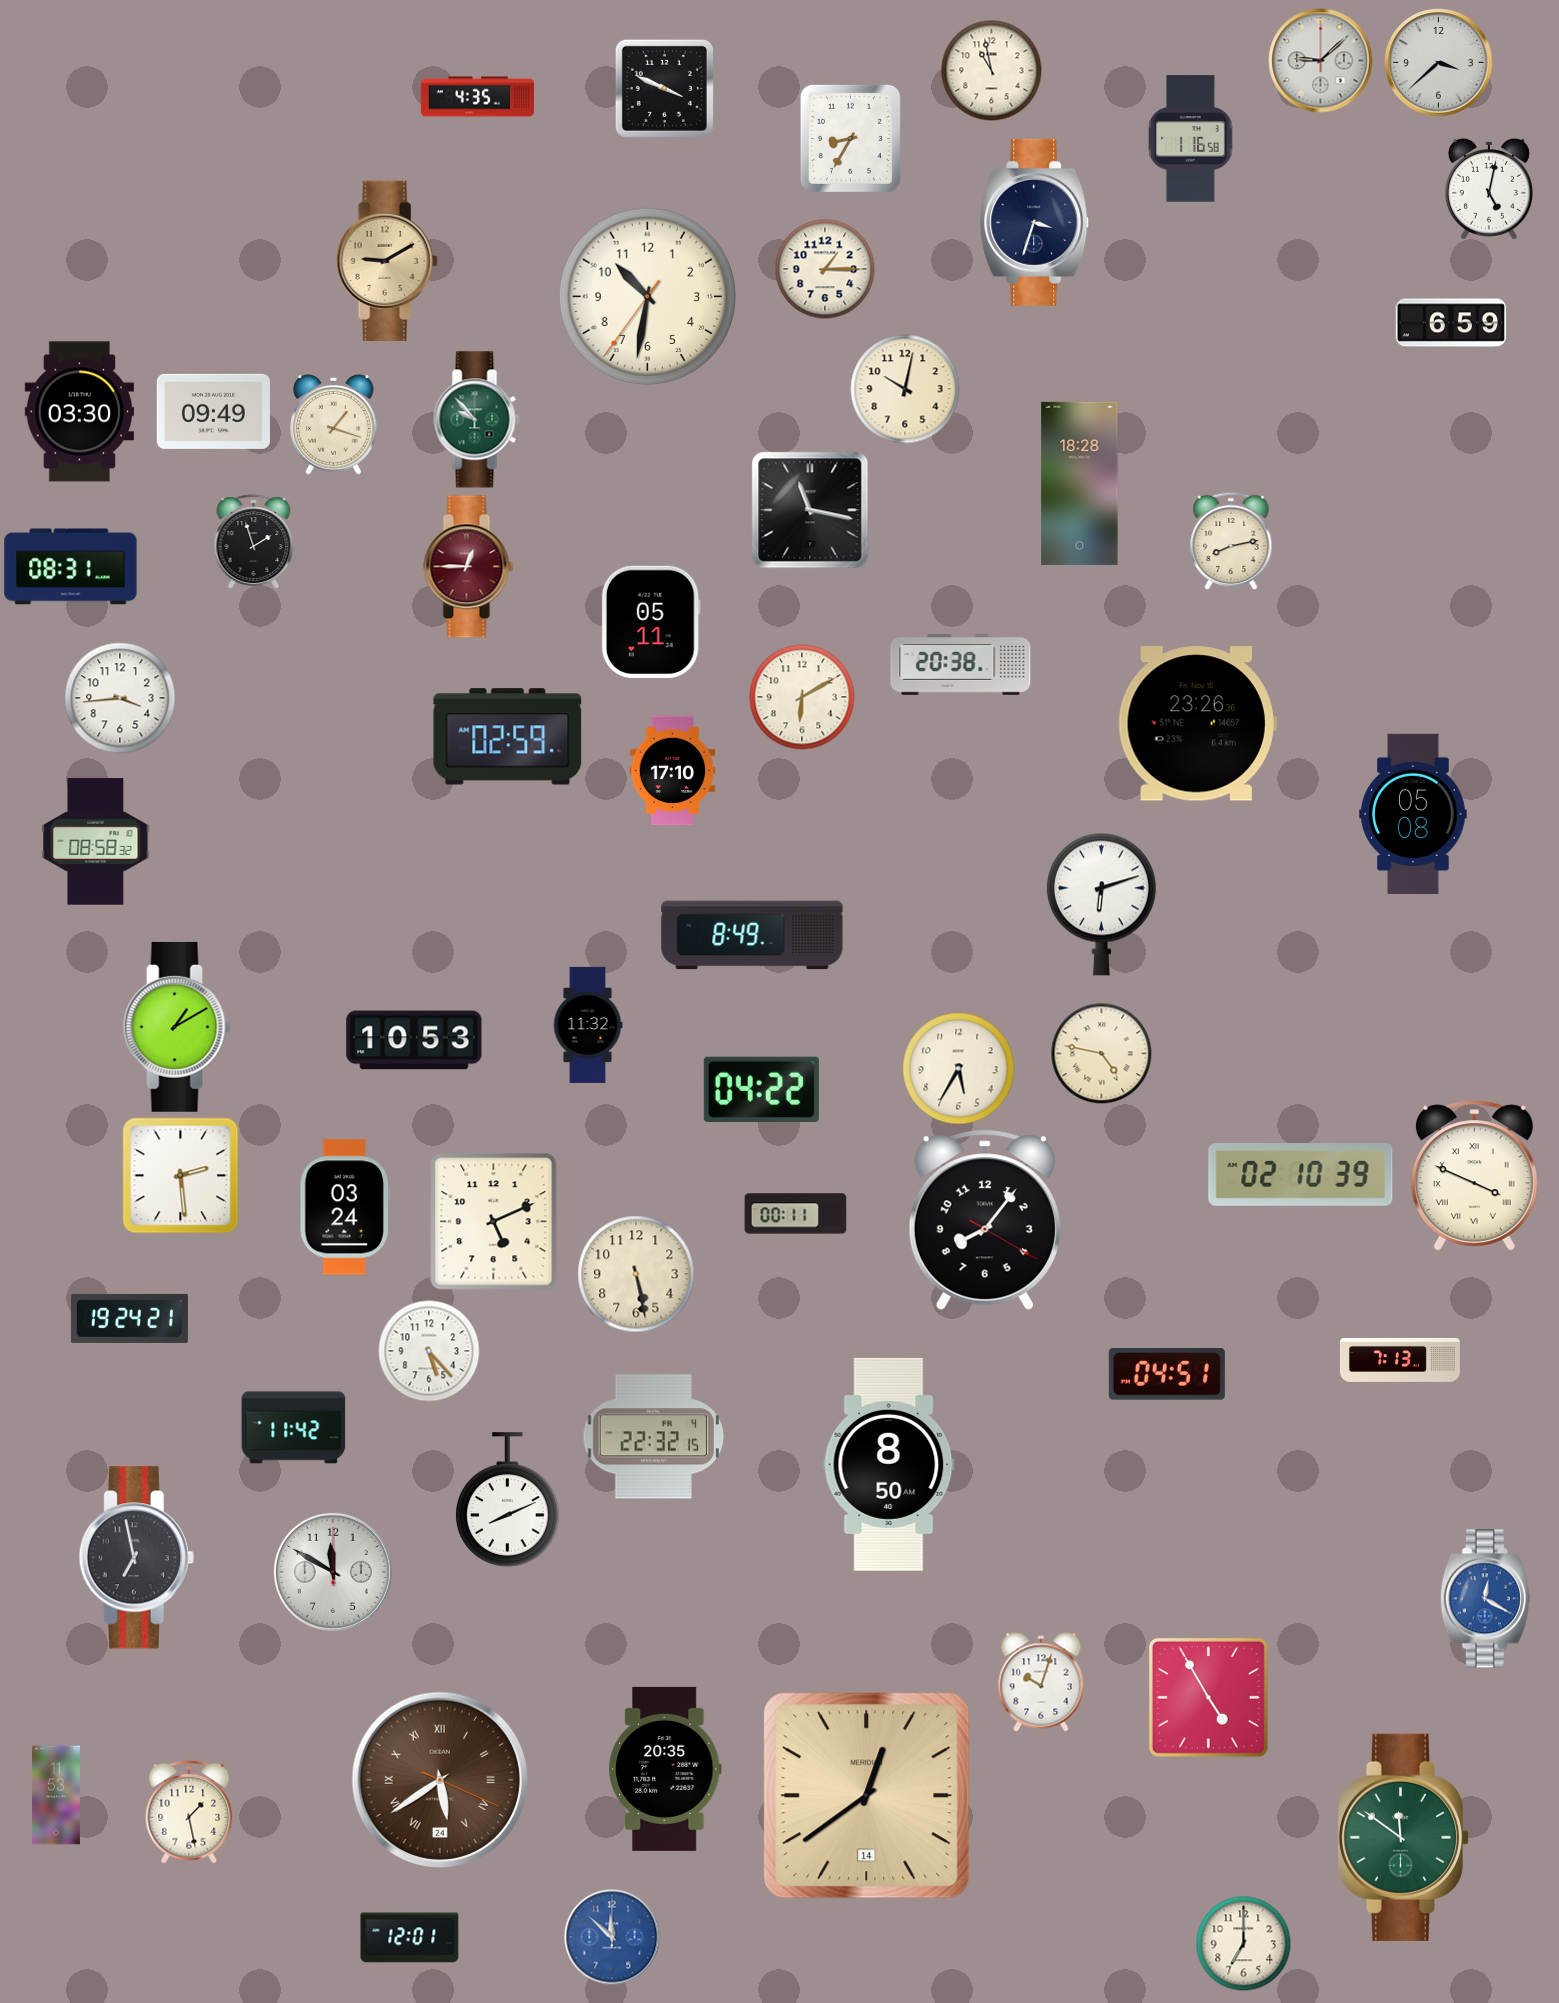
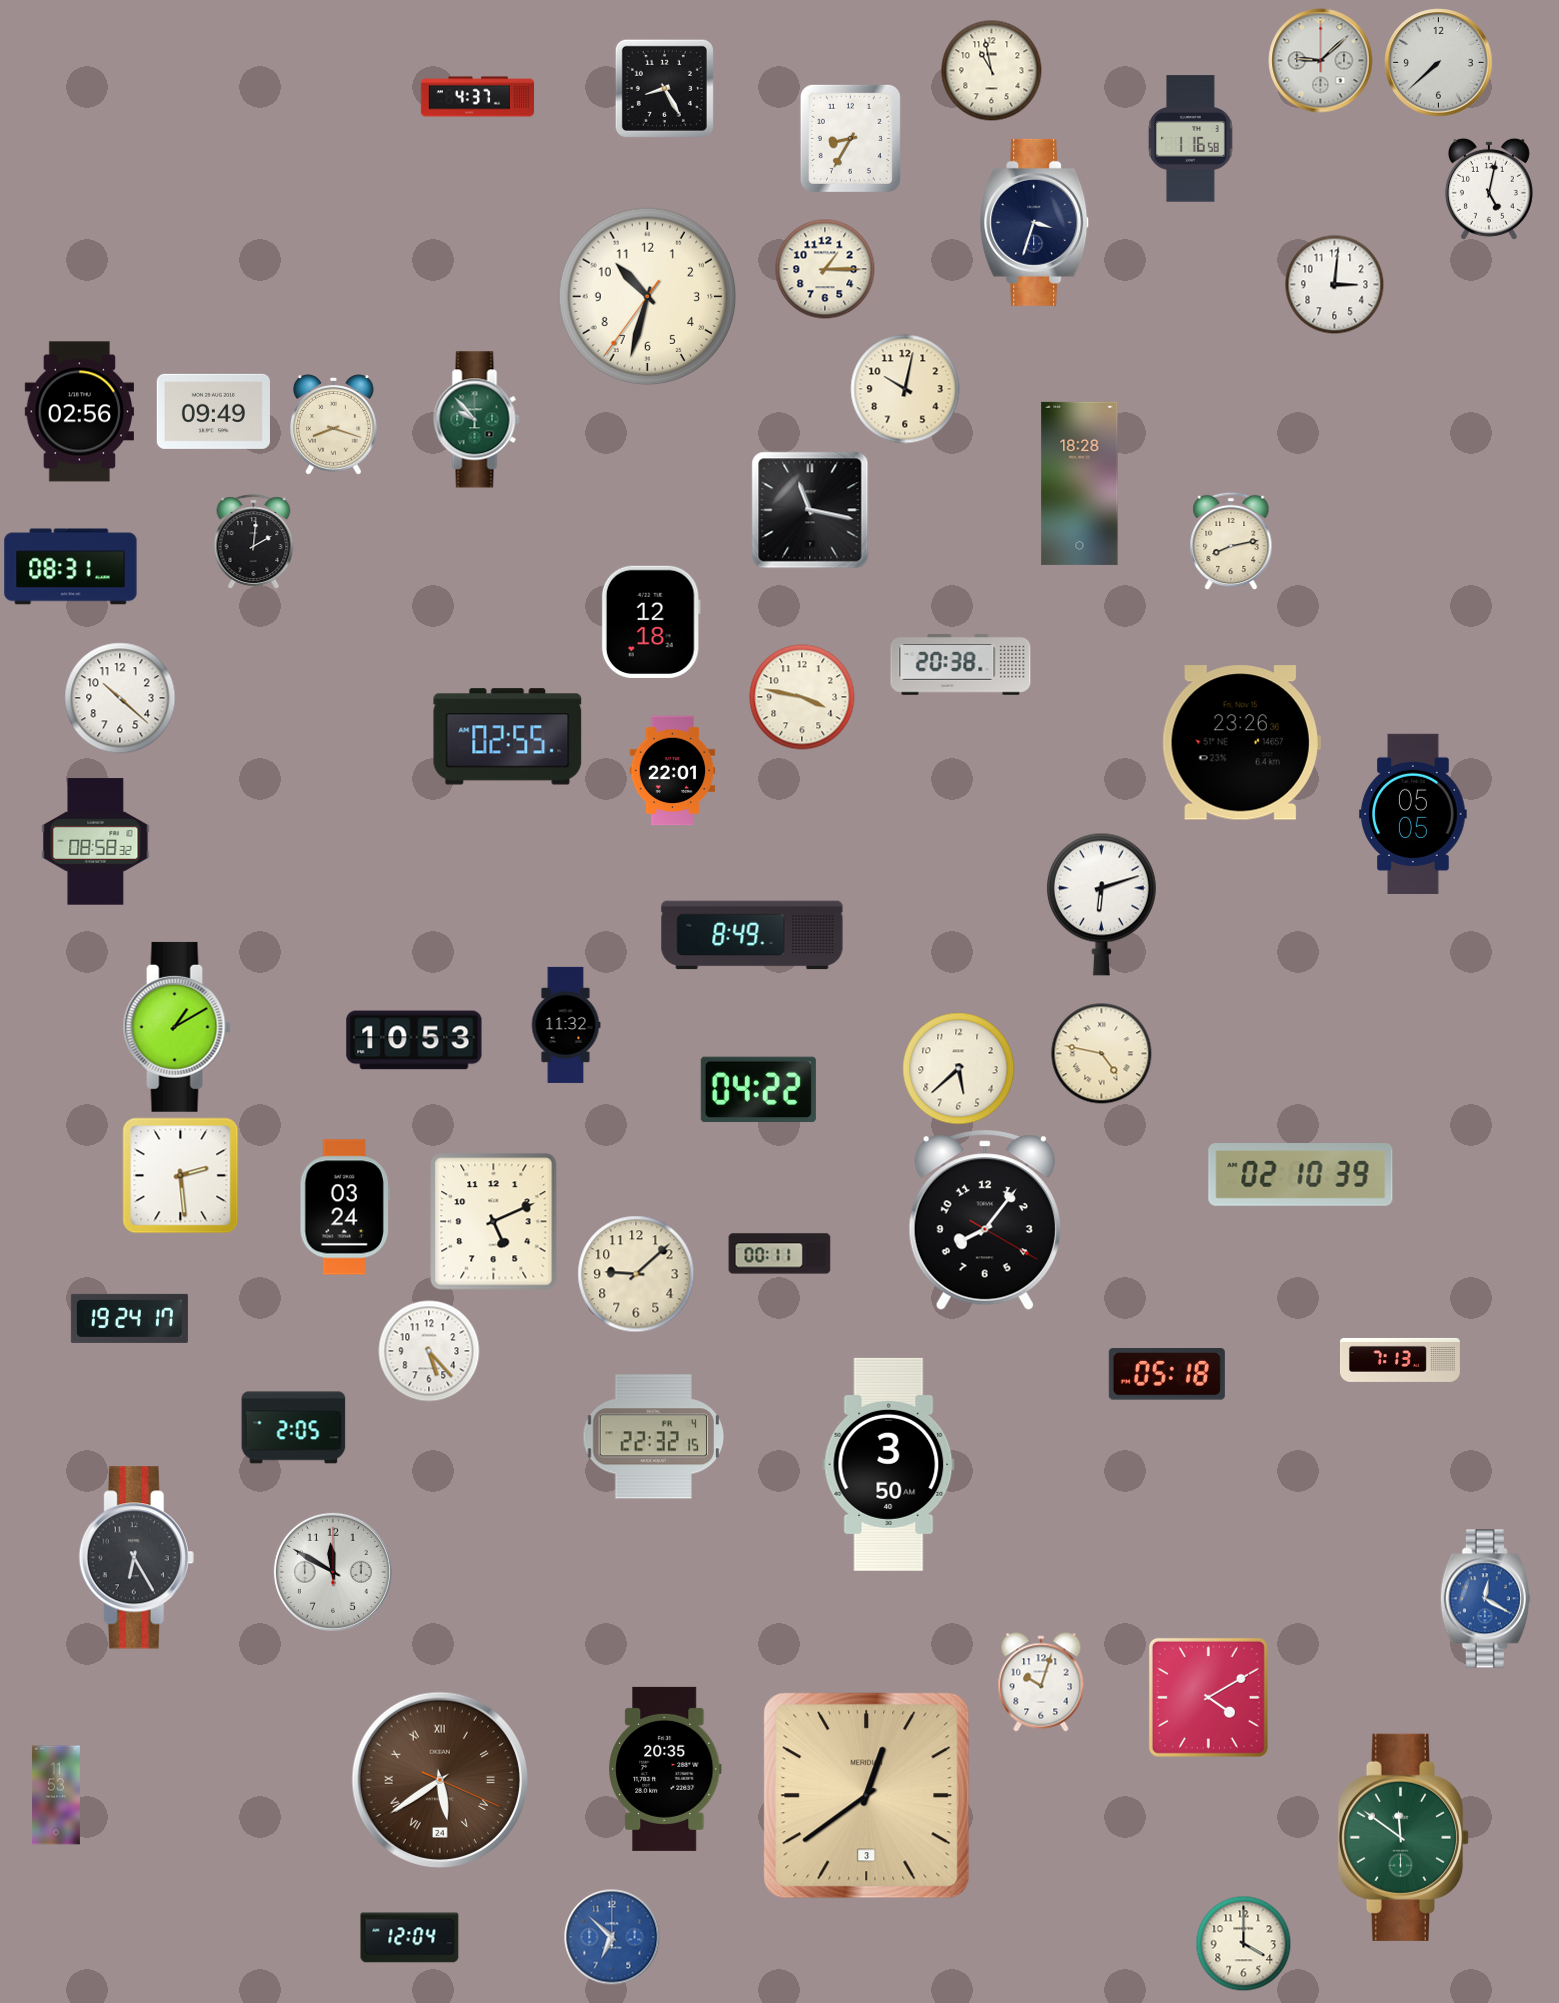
clock at (1439, 63): 3:38 -> 7:38
clock at (664, 88): 3:49 -> 8:25
clock at (478, 97): 4:35 -> 4:37
clock at (387, 261): 9:10 -> none
clock at (1335, 285): none -> 3:01
clock at (648, 297): 10:31 -> 10:32
clock at (1451, 323): 6:59 -> none
clock at (79, 412): 03:30 -> 02:56
clock at (334, 425): 1:18 -> 8:18
clock at (254, 542): 1:57 -> 2:01
clock at (469, 567): 12:45 -> none
clock at (651, 622): 05:11 -> 12:18
clock at (802, 697): 6:10 -> 3:47
clock at (120, 698): 3:44 -> 10:22
clock at (1197, 724) position: (1197, 724) -> (1241, 743)
clock at (508, 737): 02:59 -> 02:55
clock at (673, 771): 17:10 -> 22:01
clock at (1413, 814): 05:08 -> 05:05
clock at (588, 1025) position: (588, 1025) -> (566, 1025)
clock at (959, 1069): 5:35 -> 5:38
clock at (761, 1090) position: (761, 1090) -> (758, 1090)
clock at (1474, 1176): 3:49 -> none
clock at (796, 1214) position: (796, 1214) -> (780, 1254)
clock at (636, 1274): 5:28 -> 9:08
clock at (129, 1318): 19:24:21 -> 19:24:17
clock at (1167, 1374): 04:51 -> 05:18
clock at (294, 1428): 11:42 -> 2:05
clock at (889, 1464): 8:50 -> 3:50
clock at (508, 1500): 8:11 -> none
clock at (136, 1558): 6:58 -> 6:25
clock at (1208, 1697): 4:55 -> 4:10
clock at (867, 1796) date: 14 -> 3
clock at (189, 1812): 1:28 -> none
clock at (612, 1937): 11:52 -> 6:52
clock at (410, 1938): 12:01 -> 12:04
clock at (1243, 1943): 7:00 -> 4:00
